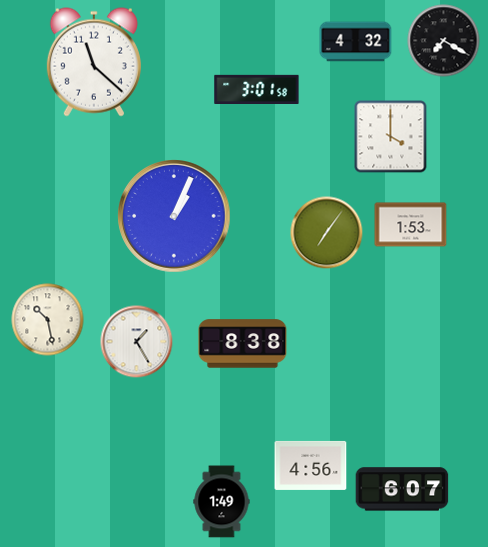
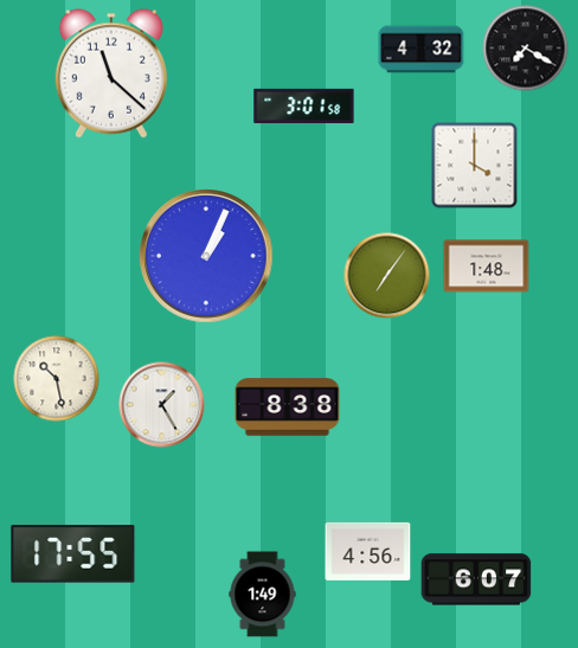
clock at (391, 137) position: (391, 137) -> (475, 166)
clock at (411, 225): 1:53 -> 1:48
clock at (73, 554): none -> 17:55
